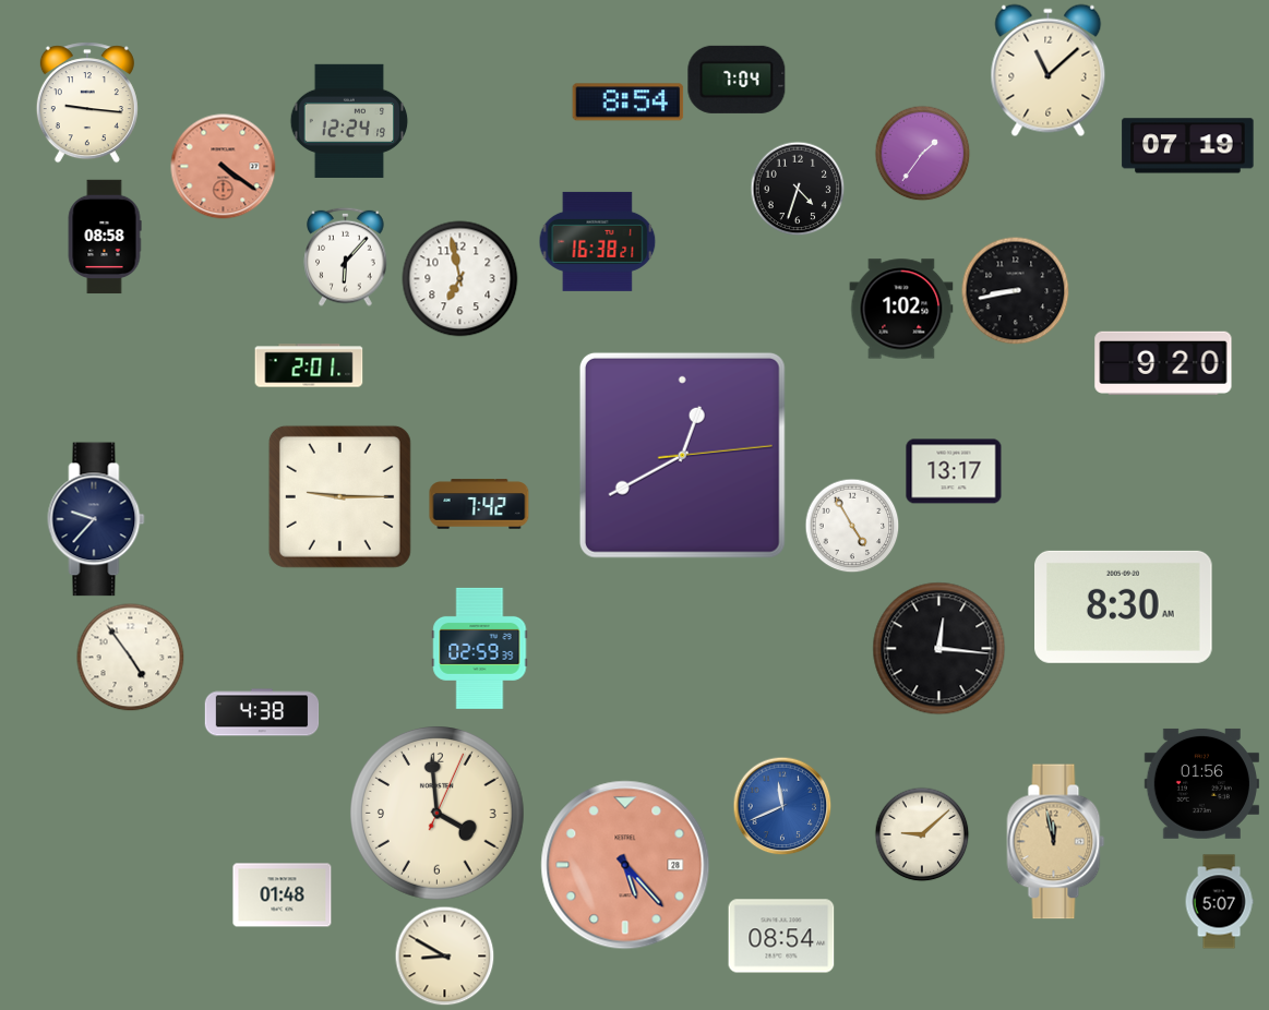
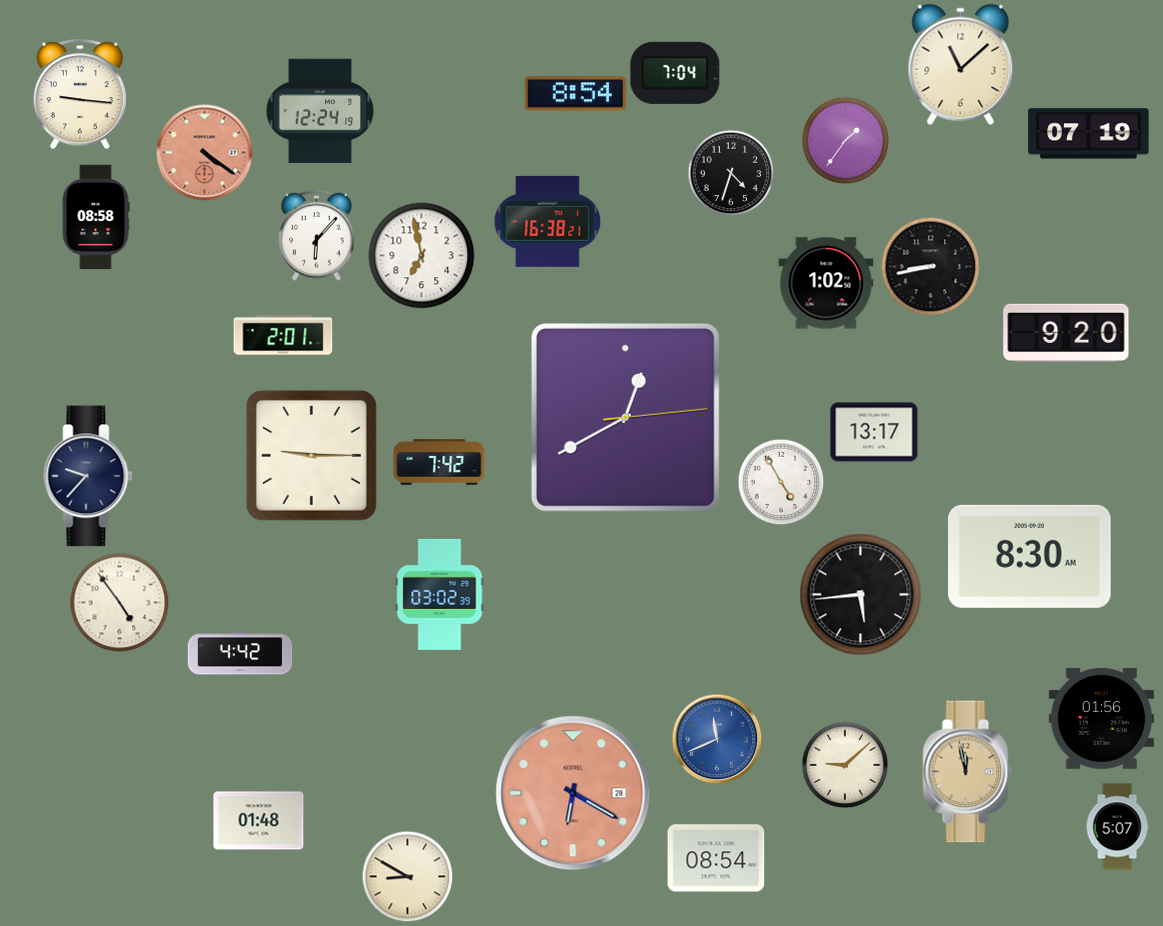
clock at (480, 648): 02:59 -> 03:02
clock at (939, 649): 12:16 -> 5:44
clock at (262, 712): 4:38 -> 4:42
clock at (438, 814): 3:59 -> none
clock at (625, 865): 5:23 -> 6:20
